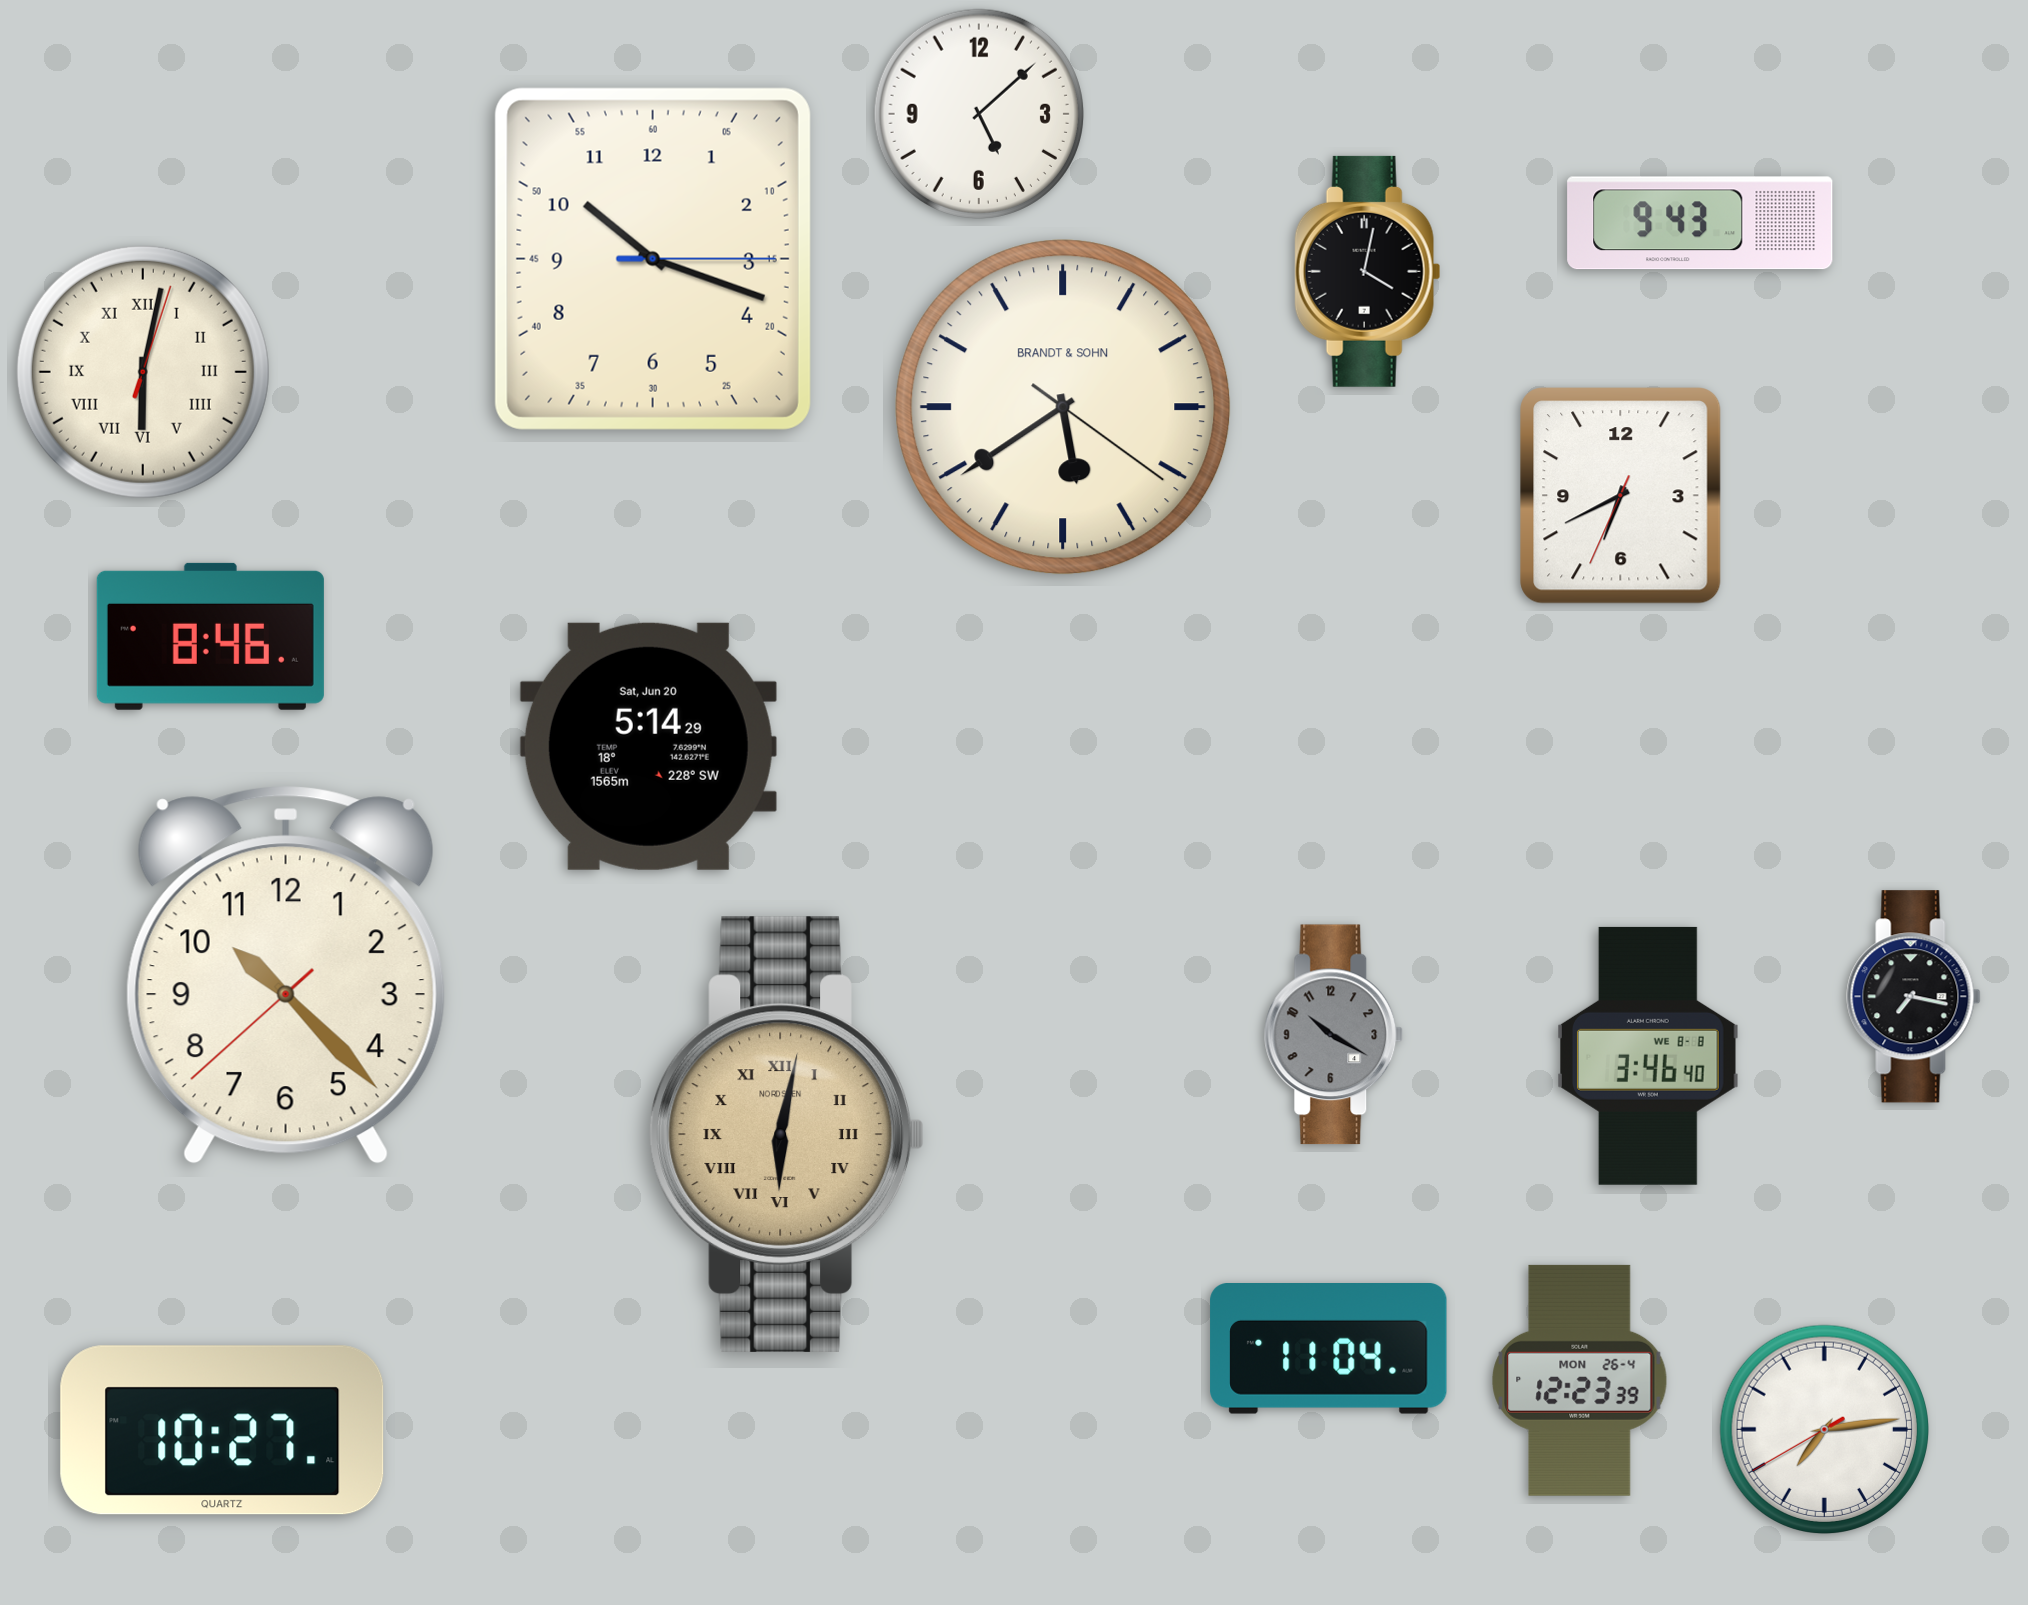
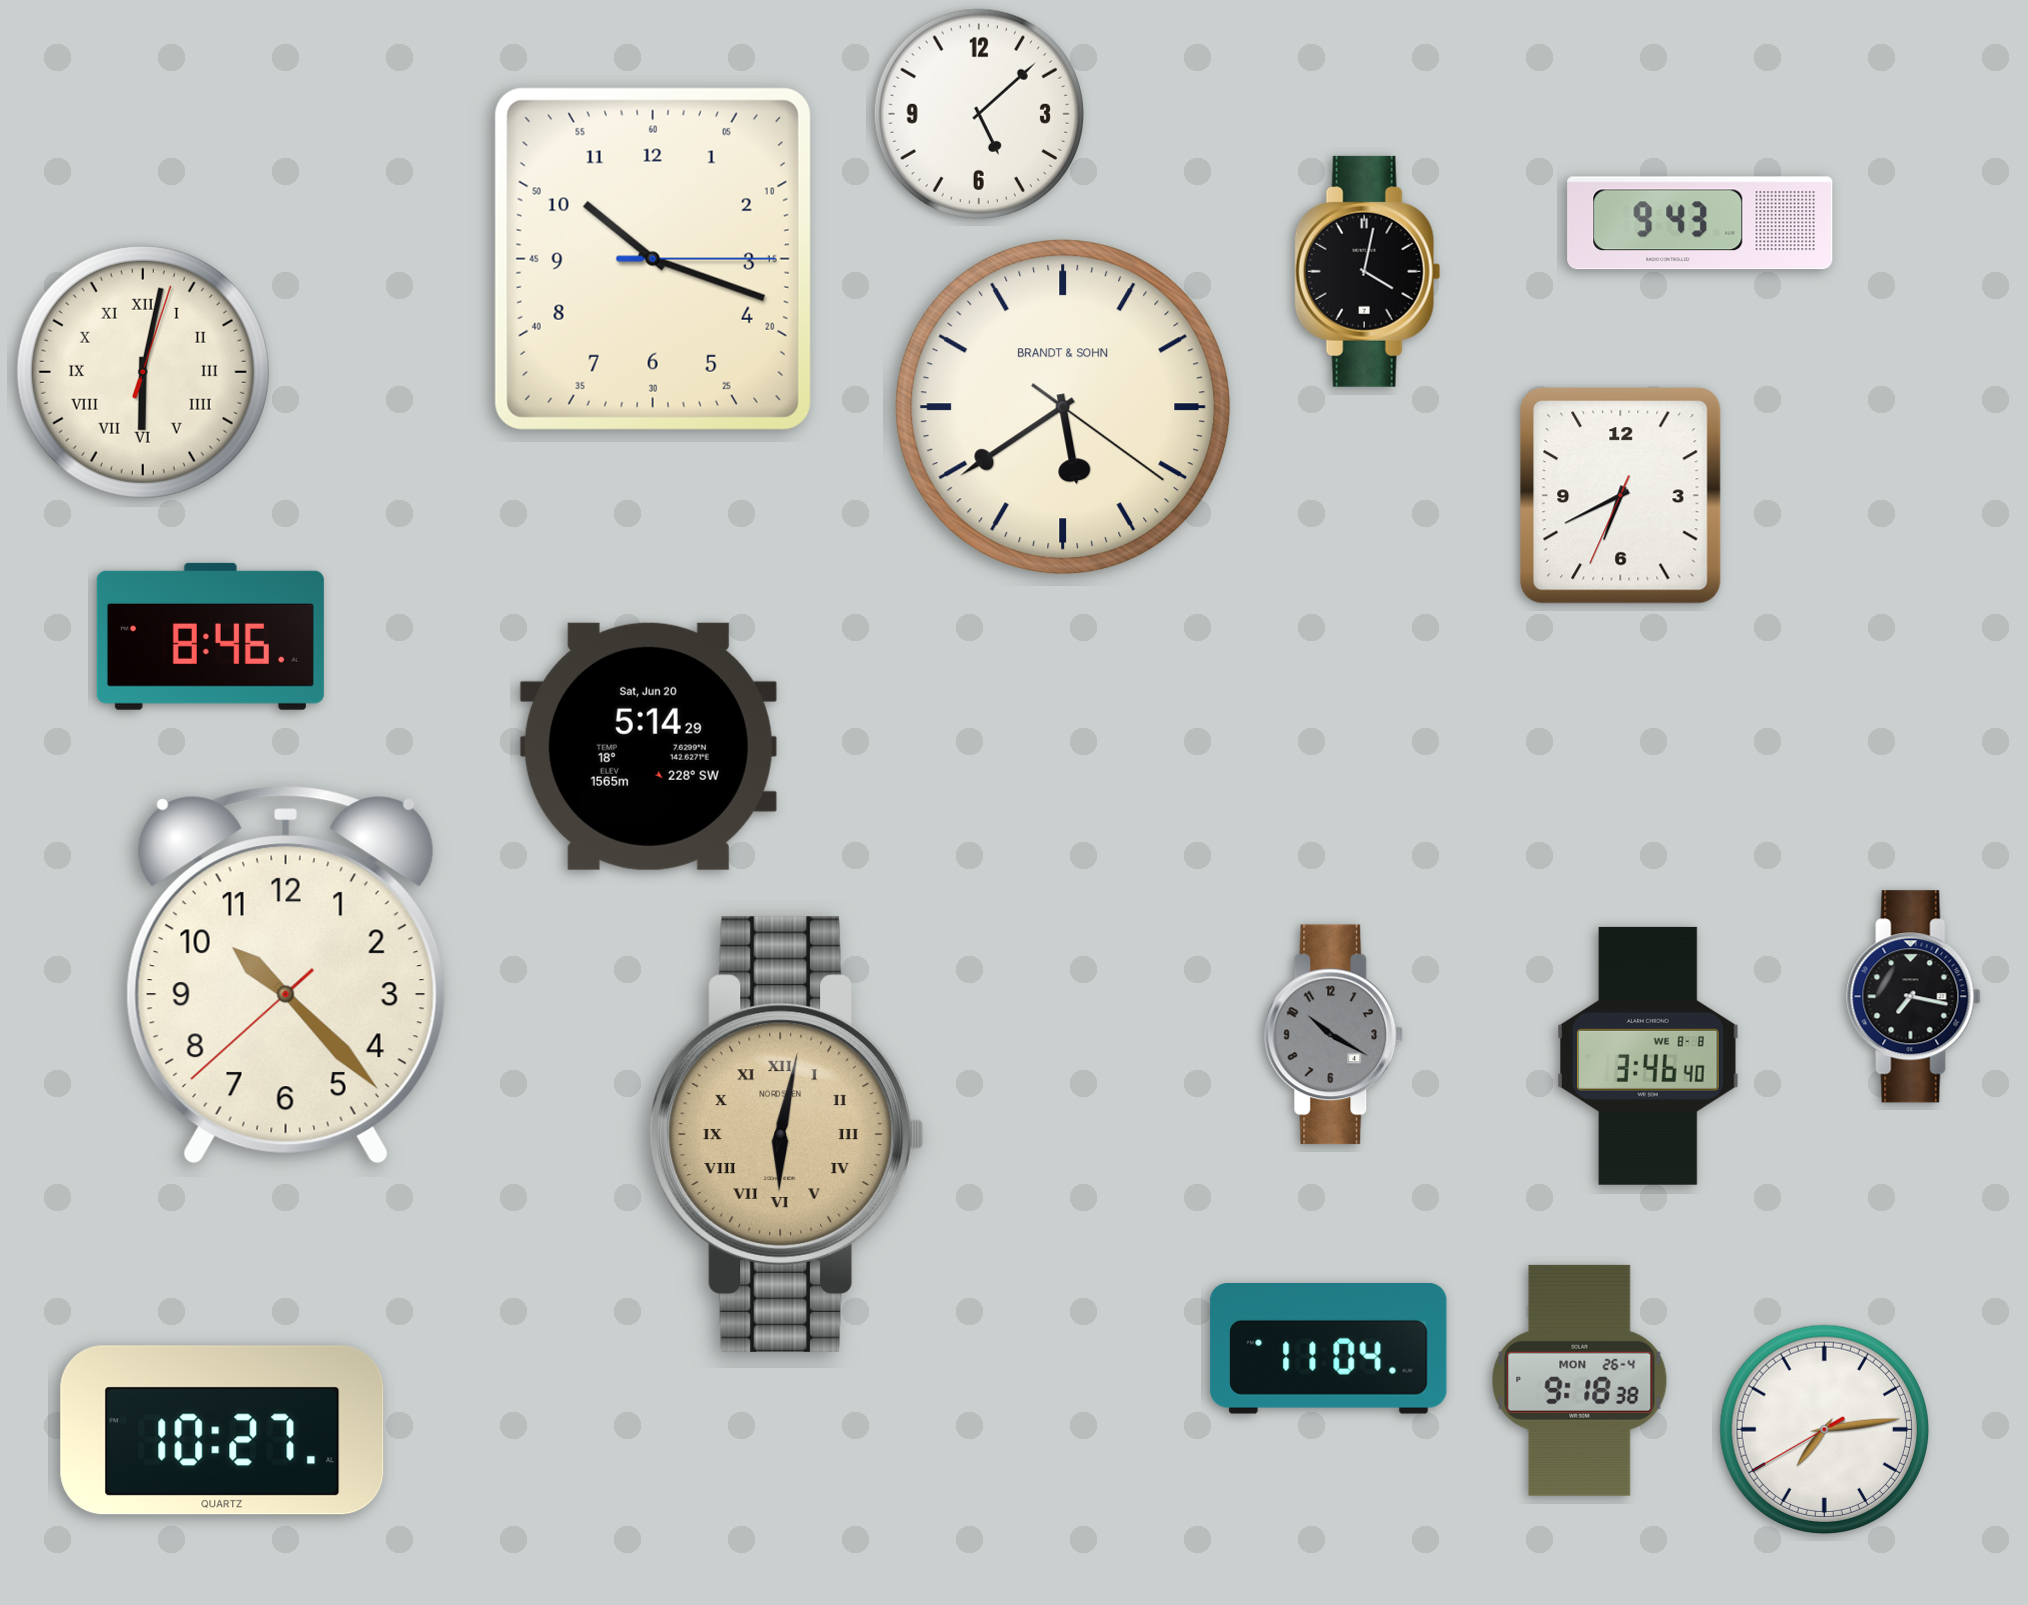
clock at (1580, 1380): 12:23 -> 9:18
